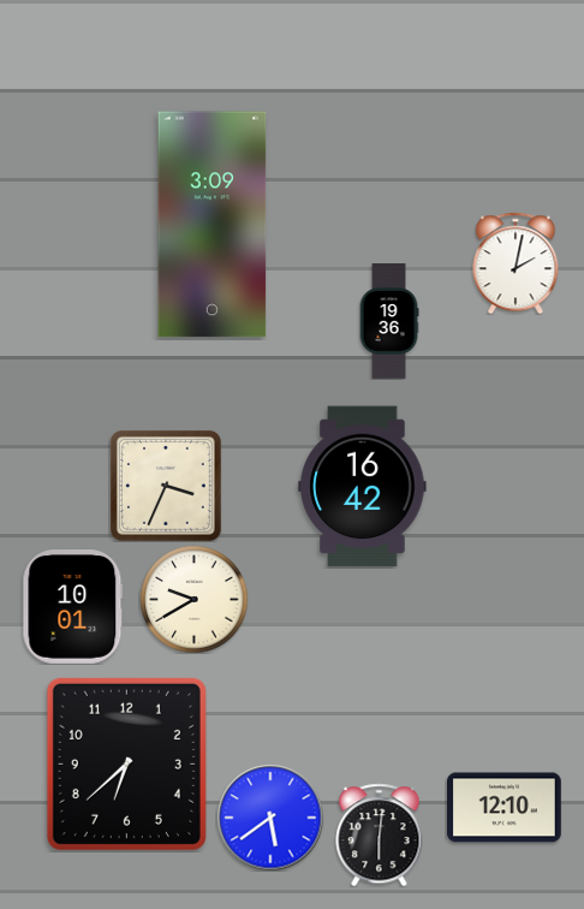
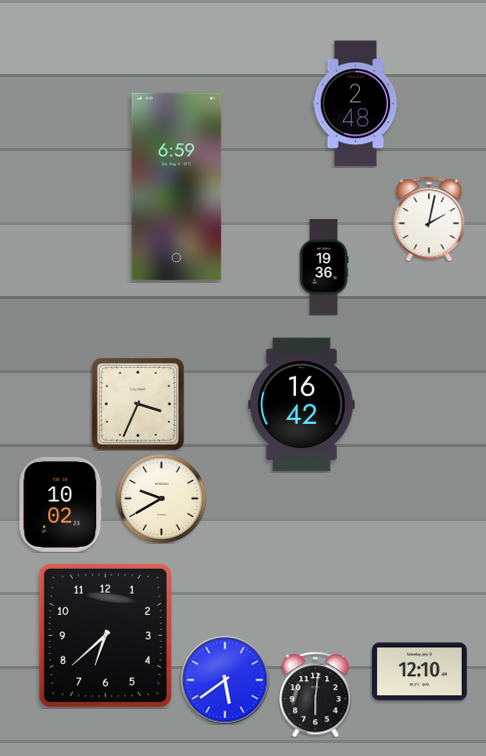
clock at (356, 104): none -> 2:48
clock at (213, 225): 3:09 -> 6:59
clock at (73, 607): 10:01 -> 10:02
